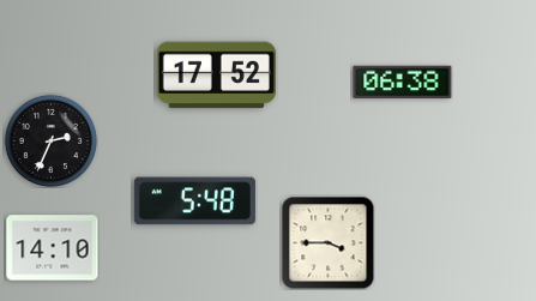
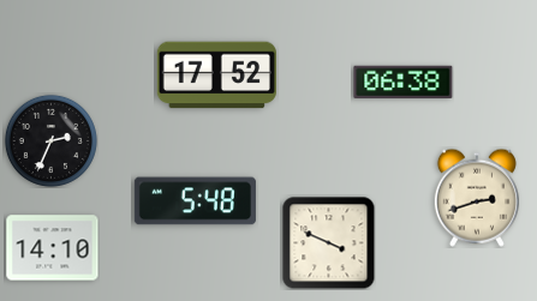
clock at (477, 198): none -> 2:42
clock at (327, 242): 3:45 -> 3:49
